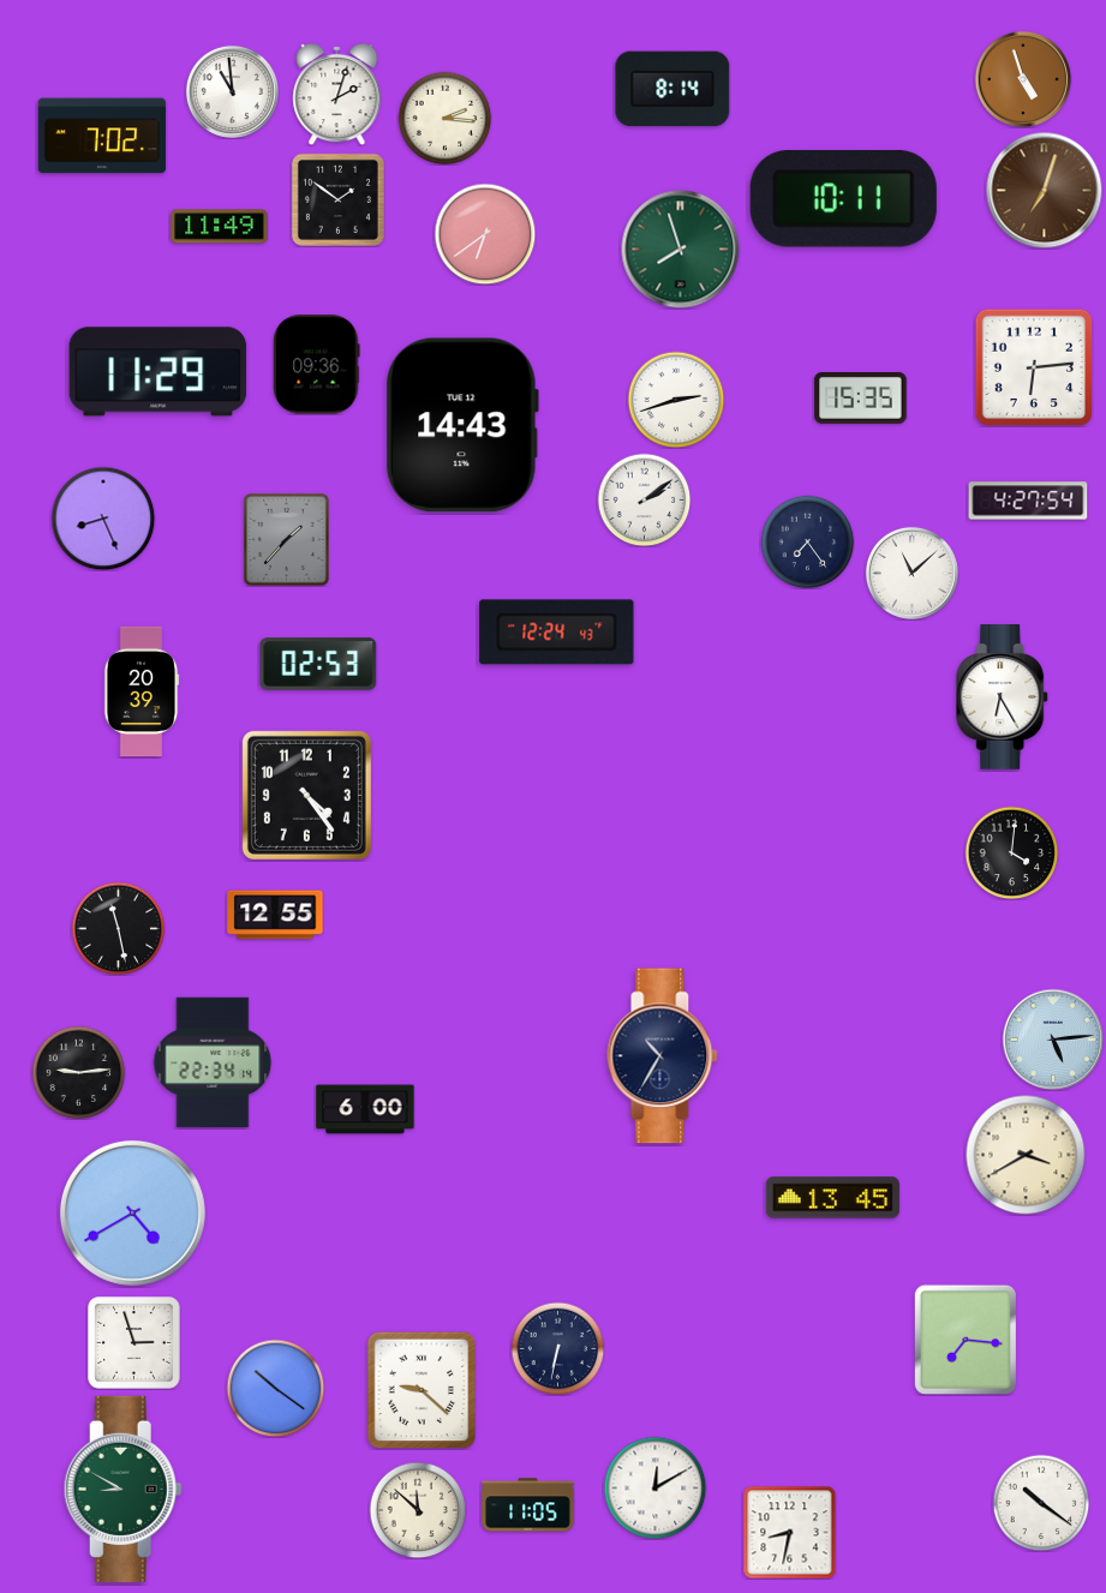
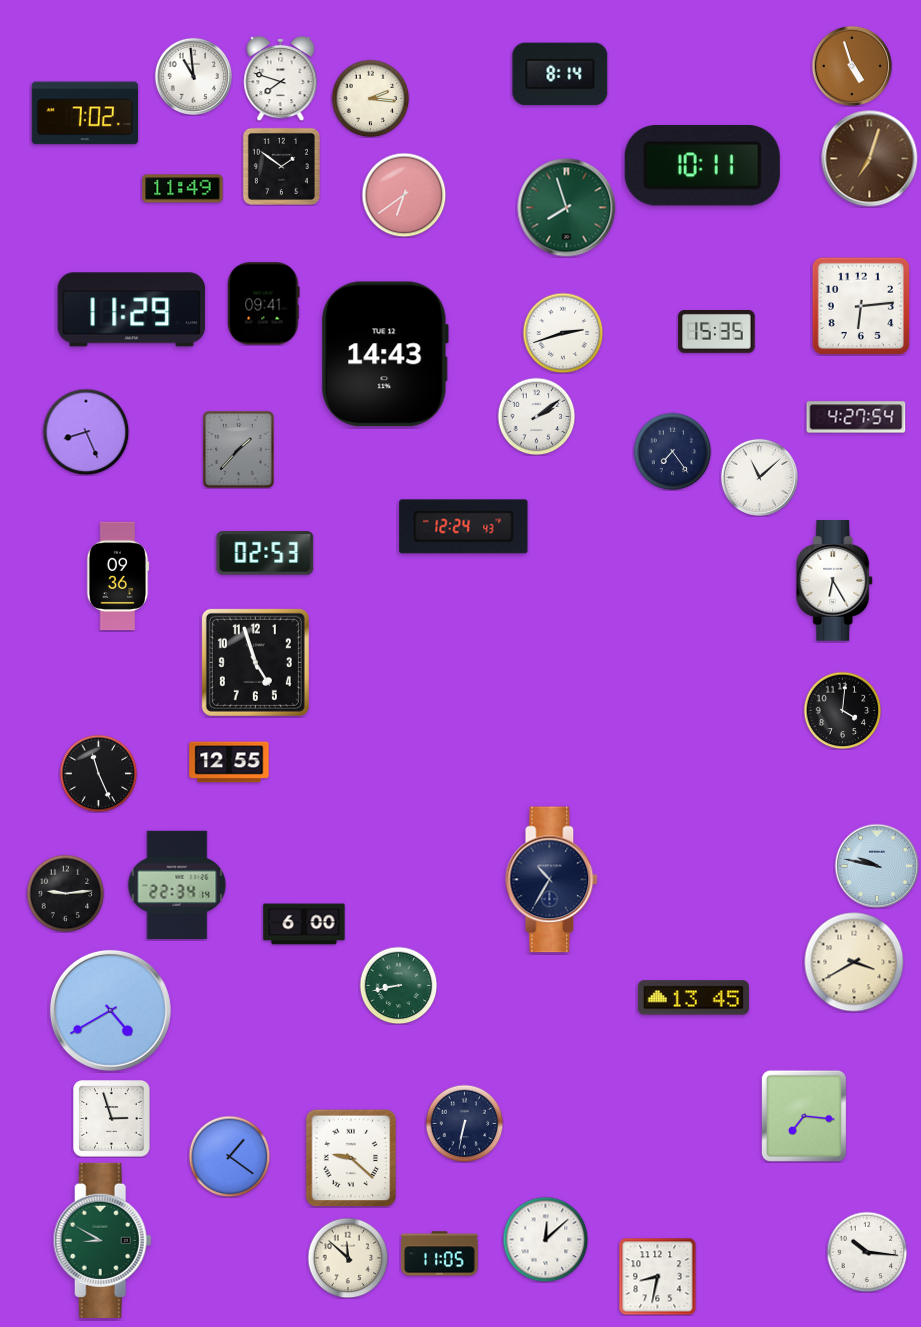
clock at (337, 94): 2:03 -> 7:48
clock at (317, 365): 09:36 -> 09:41
clock at (142, 691): 20:39 -> 09:36
clock at (306, 795): 4:24 -> 4:57
clock at (118, 928): 11:28 -> 11:26
clock at (1053, 1040): 5:14 -> 9:47
clock at (398, 985): none -> 8:43
clock at (275, 1388): 10:21 -> 1:21
clock at (654, 1487): 12:10 -> 12:08
clock at (1041, 1503): 10:21 -> 10:16
